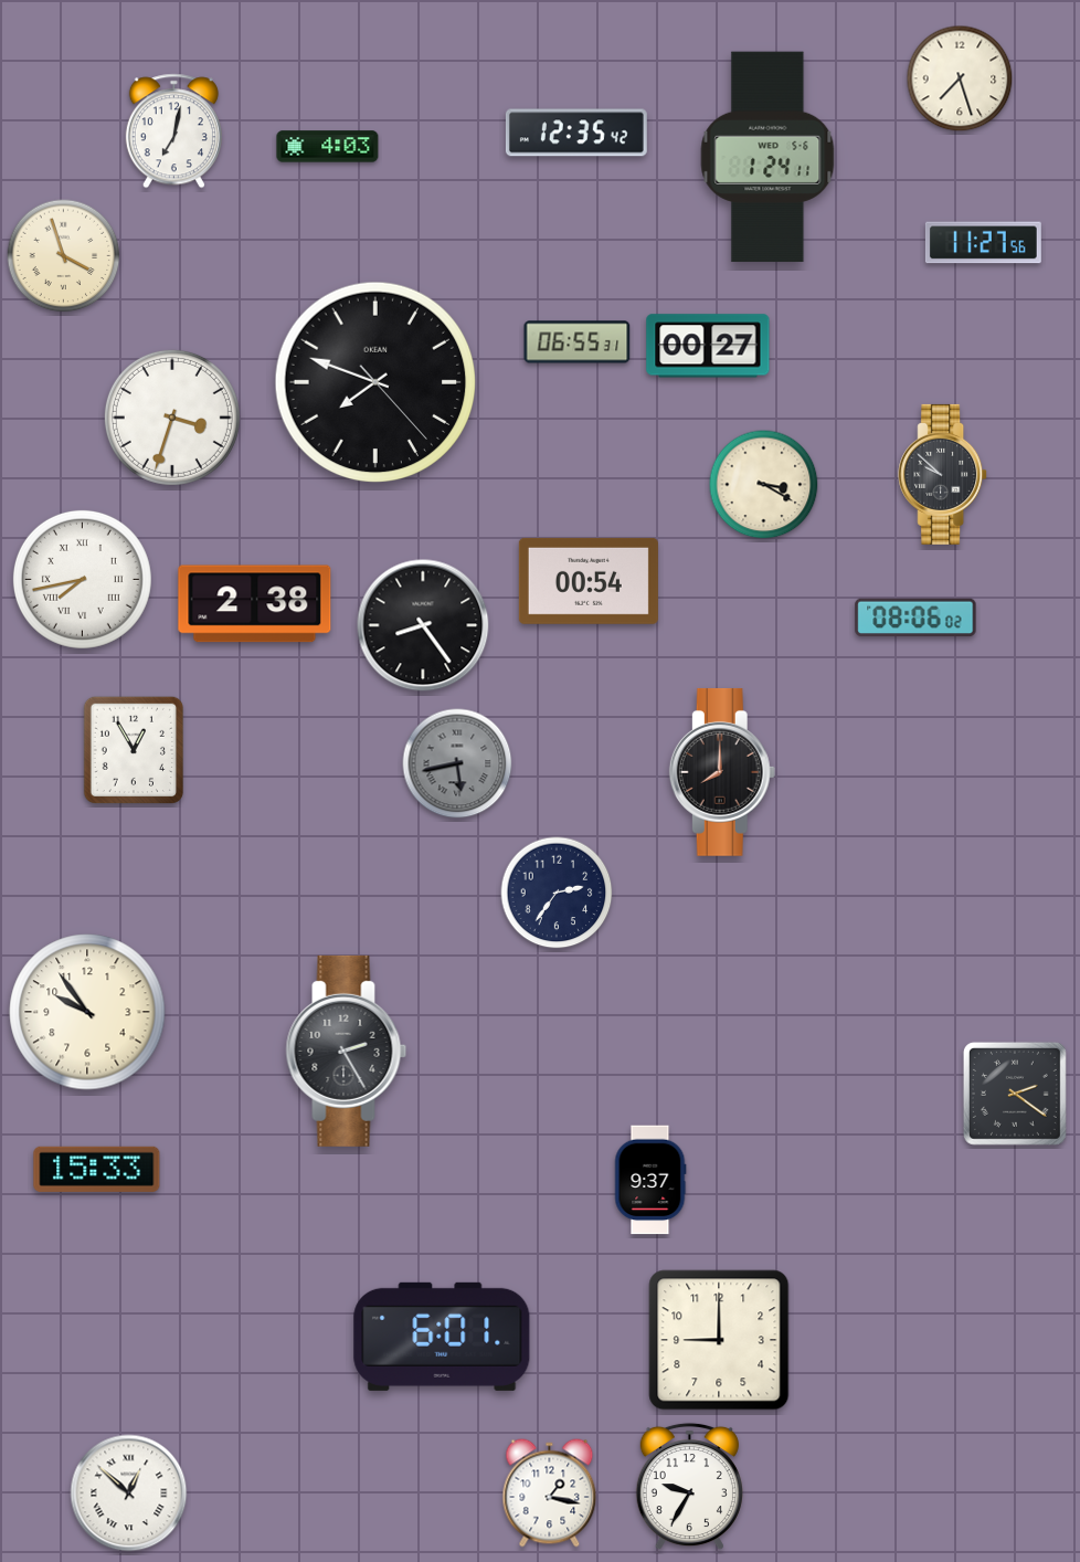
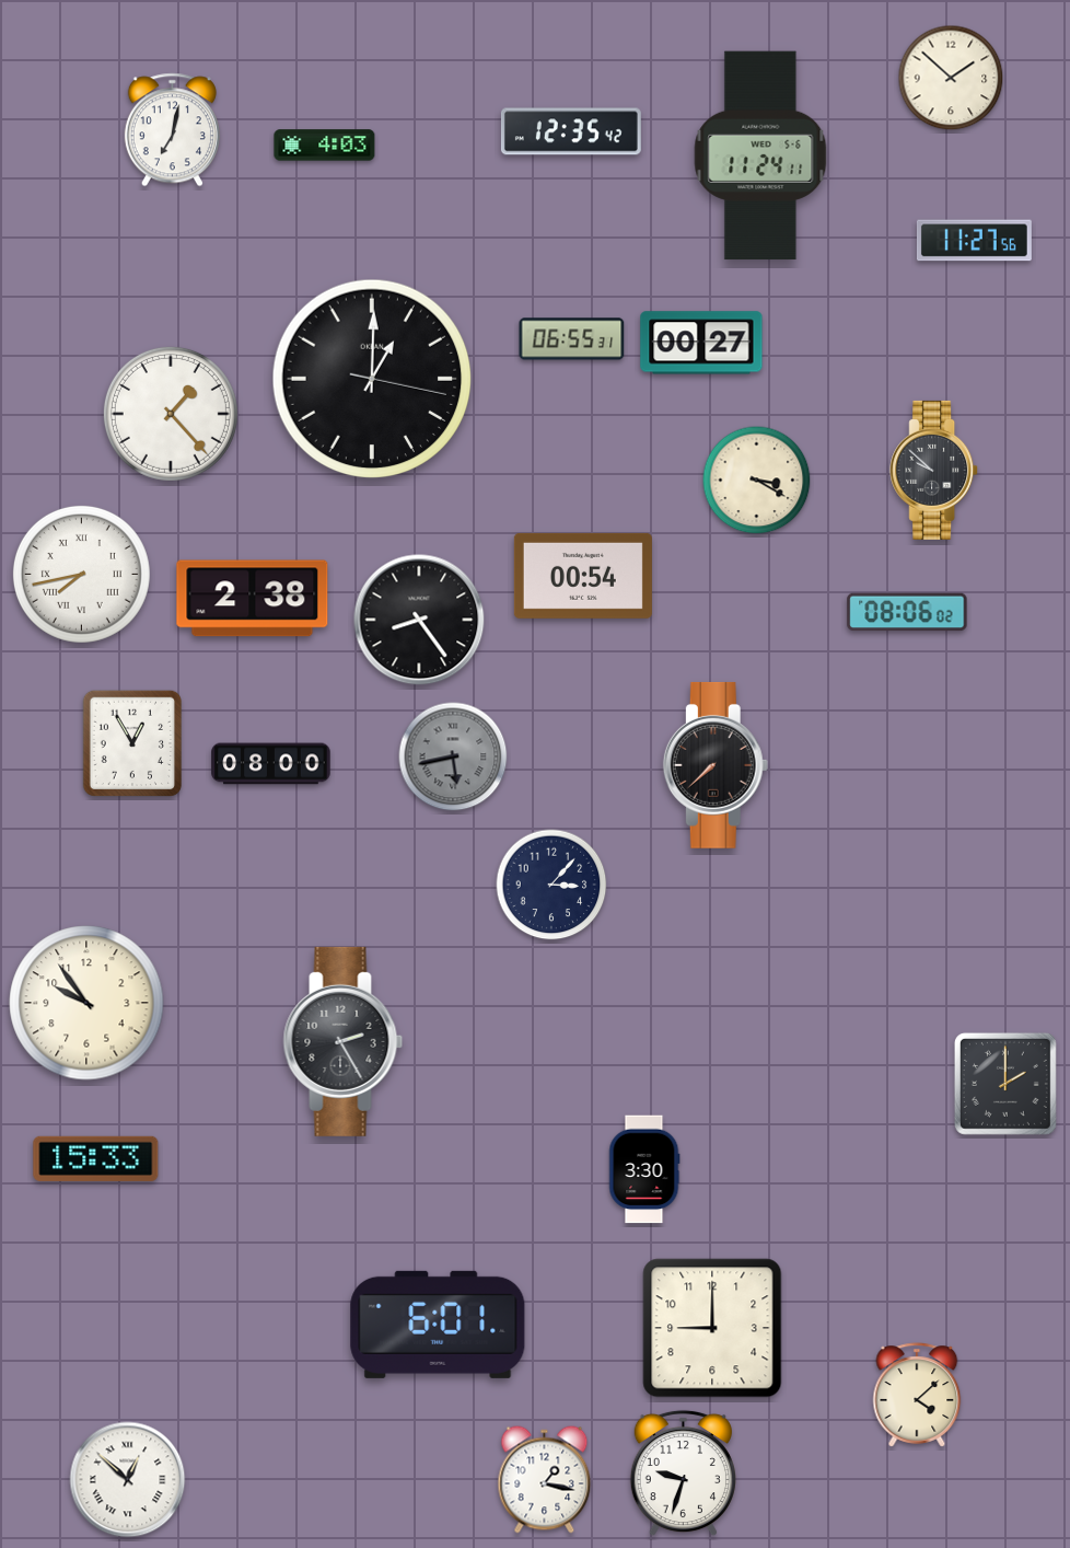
clock at (960, 78): 7:27 -> 1:52
clock at (767, 157): 1:24 -> 11:24
clock at (64, 256): 3:57 -> none
clock at (375, 382): 7:48 -> 1:00
clock at (172, 418): 3:33 -> 1:23
clock at (271, 764): none -> 08:00
clock at (722, 772): 8:00 -> 7:38
clock at (557, 893): 2:36 -> 3:07
clock at (1015, 1094): 2:21 -> 2:00
clock at (650, 1180): 9:37 -> 3:30
clock at (917, 1395): none -> 4:08
clock at (689, 1487): 9:35 -> 9:33
